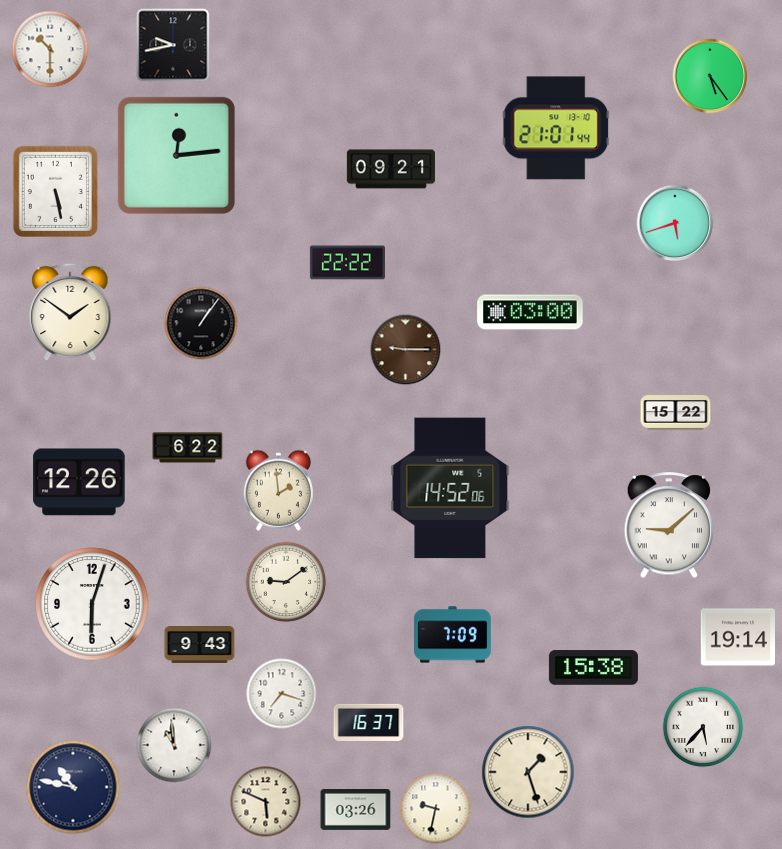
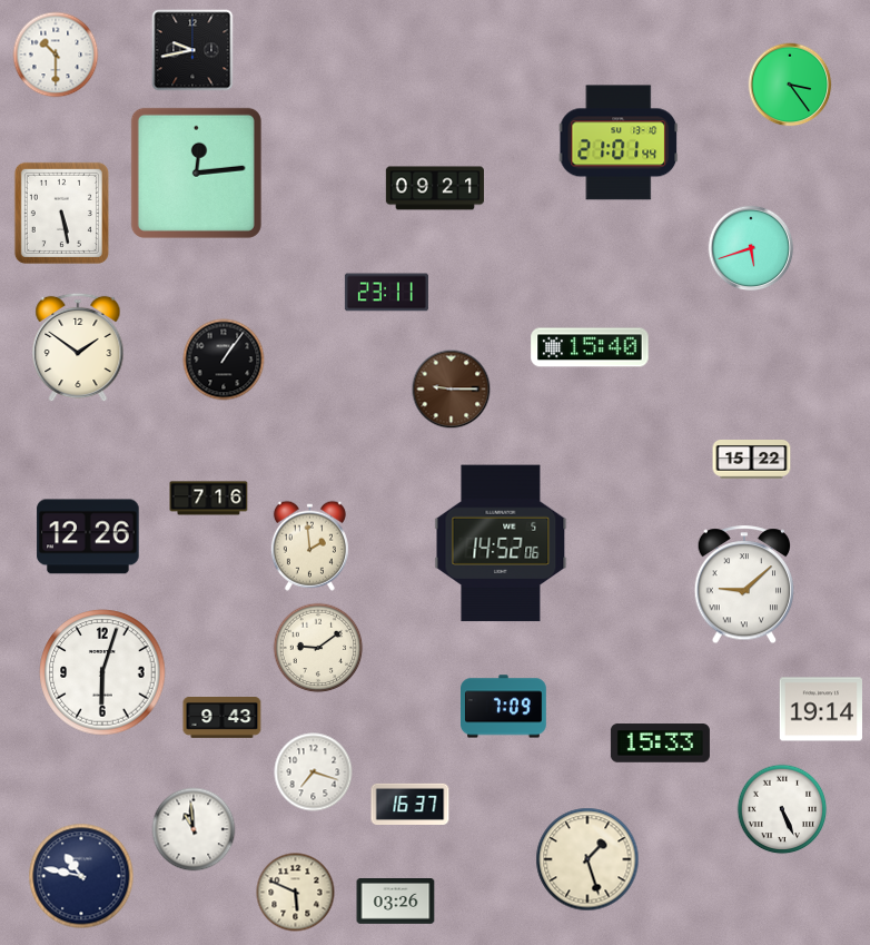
clock at (710, 76): 5:24 -> 3:24
clock at (347, 263): 22:22 -> 23:11
clock at (530, 312): 03:00 -> 15:40
clock at (188, 448): 6:22 -> 7:16
clock at (593, 668): 15:38 -> 15:33
clock at (703, 727): 5:37 -> 5:26
clock at (436, 809): 9:32 -> none
